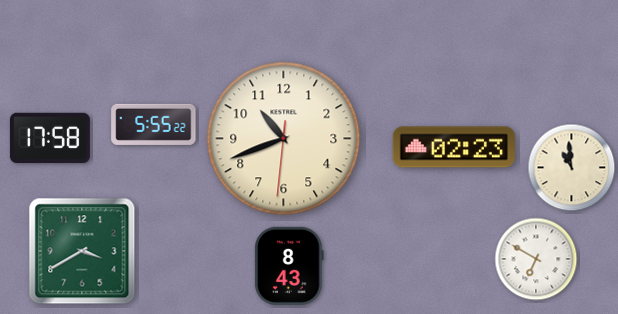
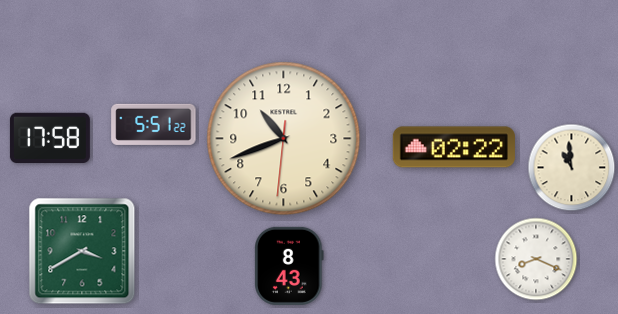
clock at (154, 124): 5:55 -> 5:51
clock at (454, 147): 02:23 -> 02:22
clock at (536, 259): 6:50 -> 8:19
